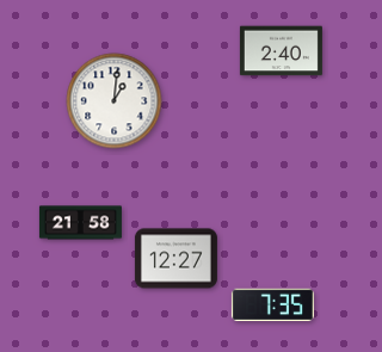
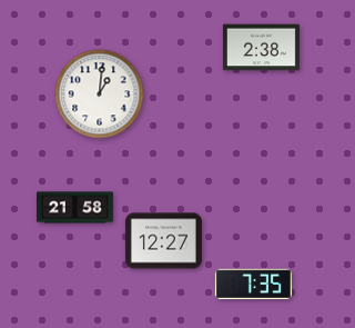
clock at (281, 51): 2:40 -> 2:38
clock at (115, 101) position: (115, 101) -> (100, 95)
